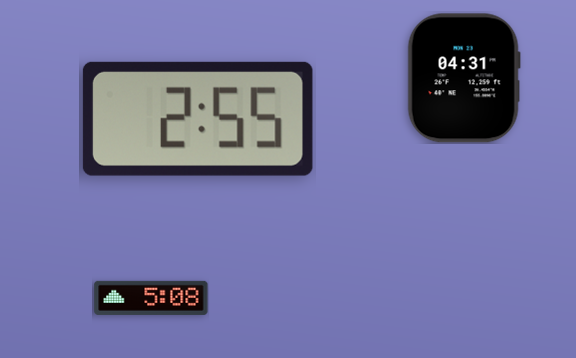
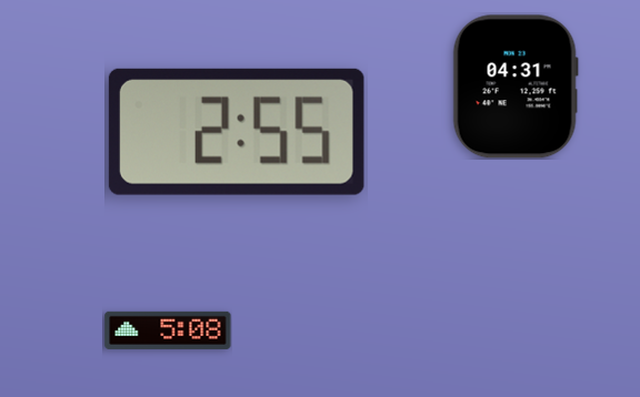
clock at (198, 119) position: (198, 119) -> (237, 132)
